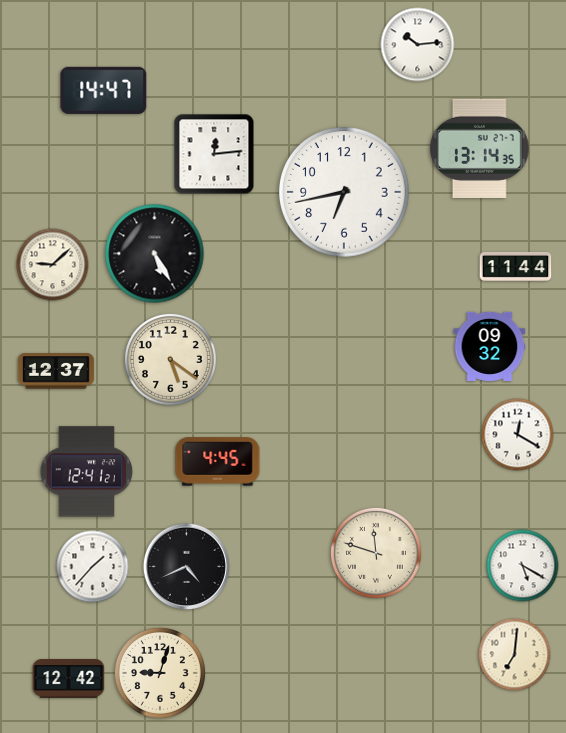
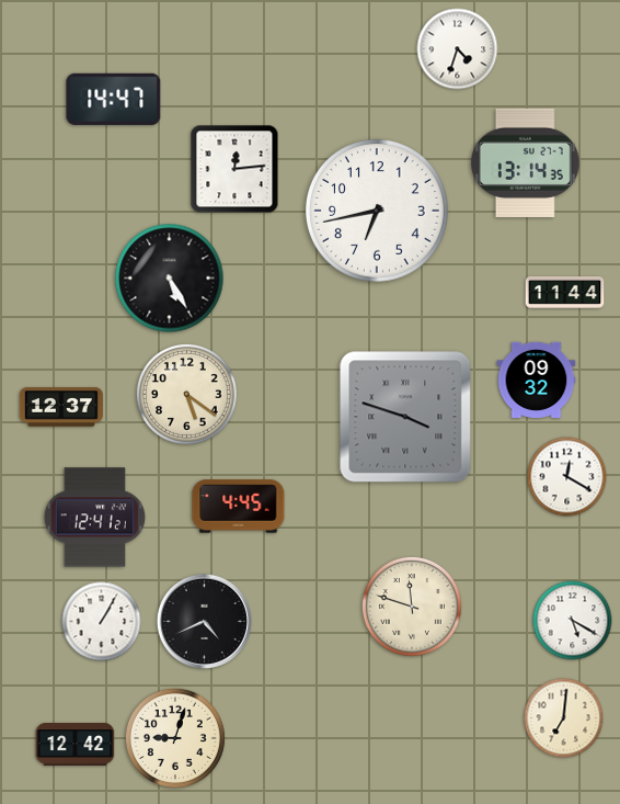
clock at (418, 45): 10:14 -> 4:33
clock at (53, 265): 9:08 -> none
clock at (405, 417): none -> 3:48
clock at (93, 567): 1:37 -> 1:05
